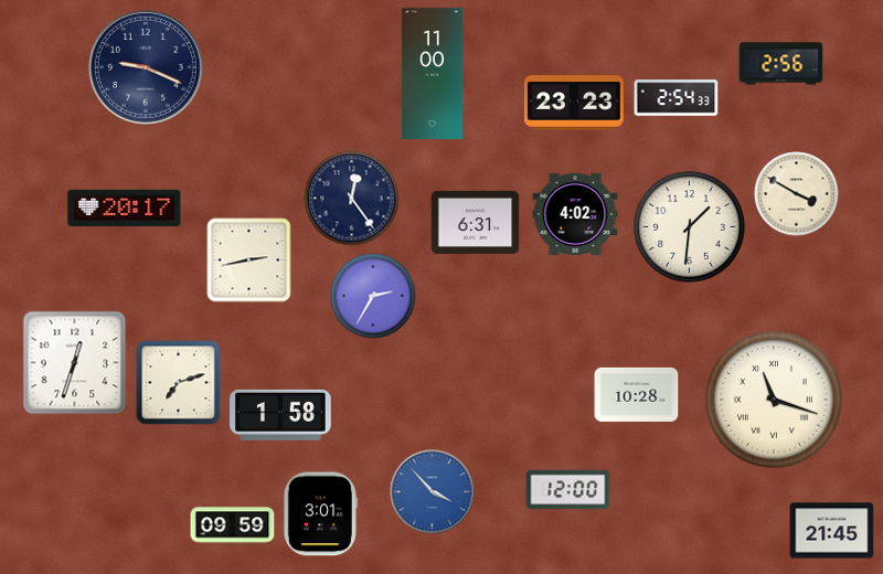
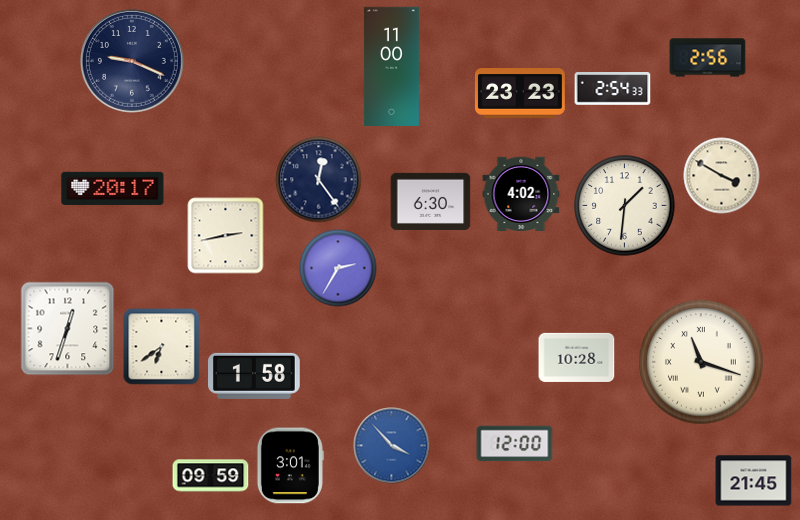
clock at (476, 222): 6:31 -> 6:30
clock at (179, 383): 7:12 -> 6:39
